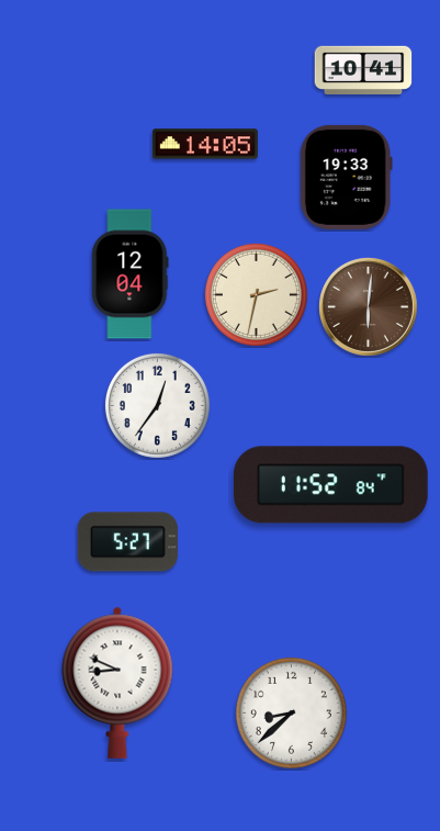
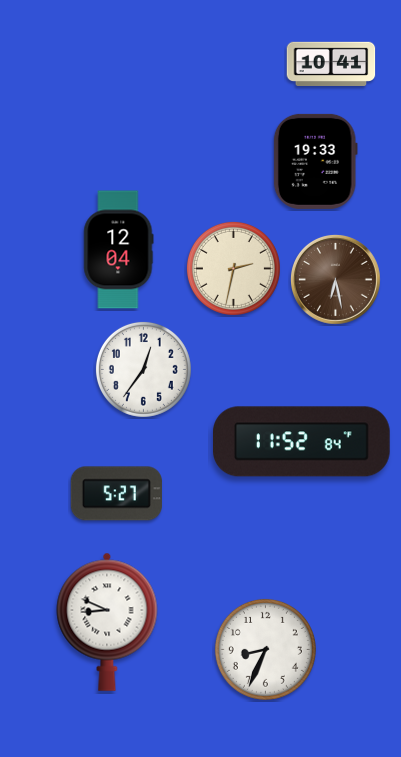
clock at (205, 144): 14:05 -> none
clock at (368, 306): 6:01 -> 6:28
clock at (291, 712): 8:38 -> 8:34
